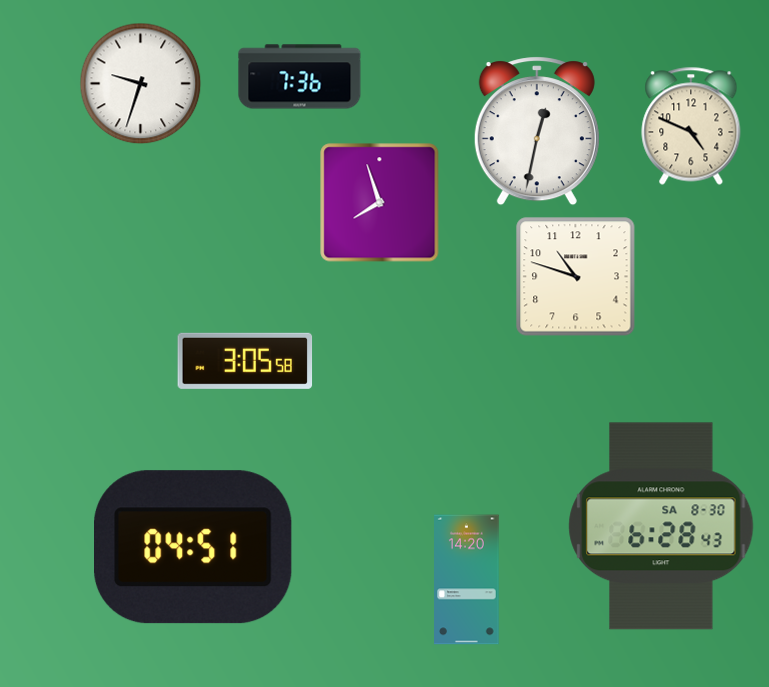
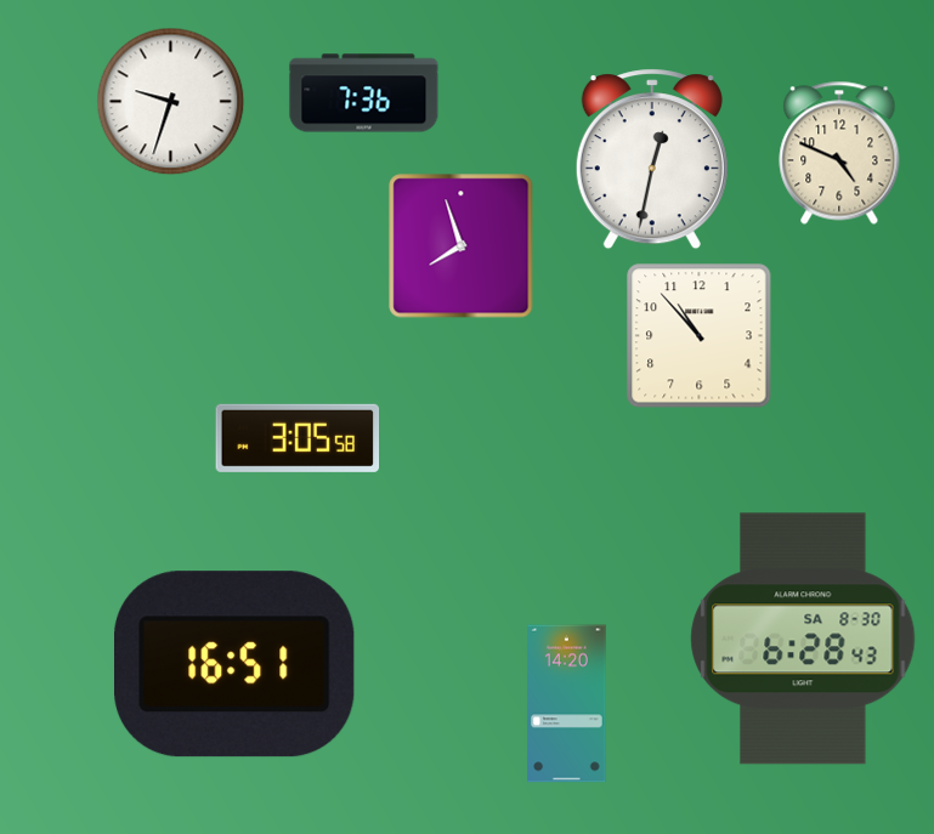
clock at (576, 277): 10:48 -> 10:53
clock at (194, 547): 04:51 -> 16:51
